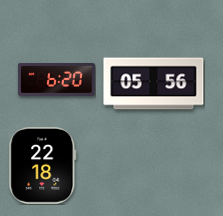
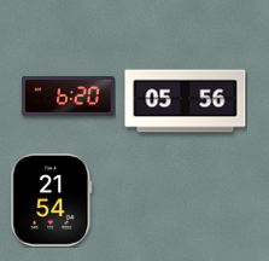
clock at (43, 165): 22:18 -> 21:54
